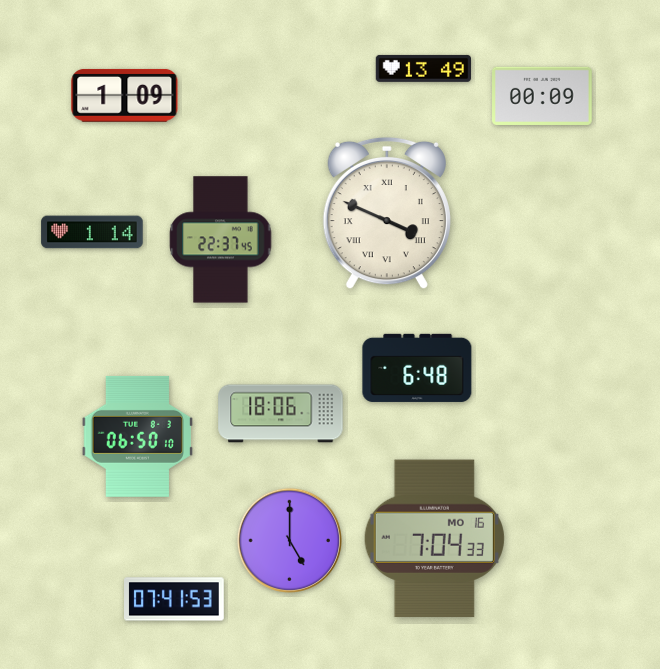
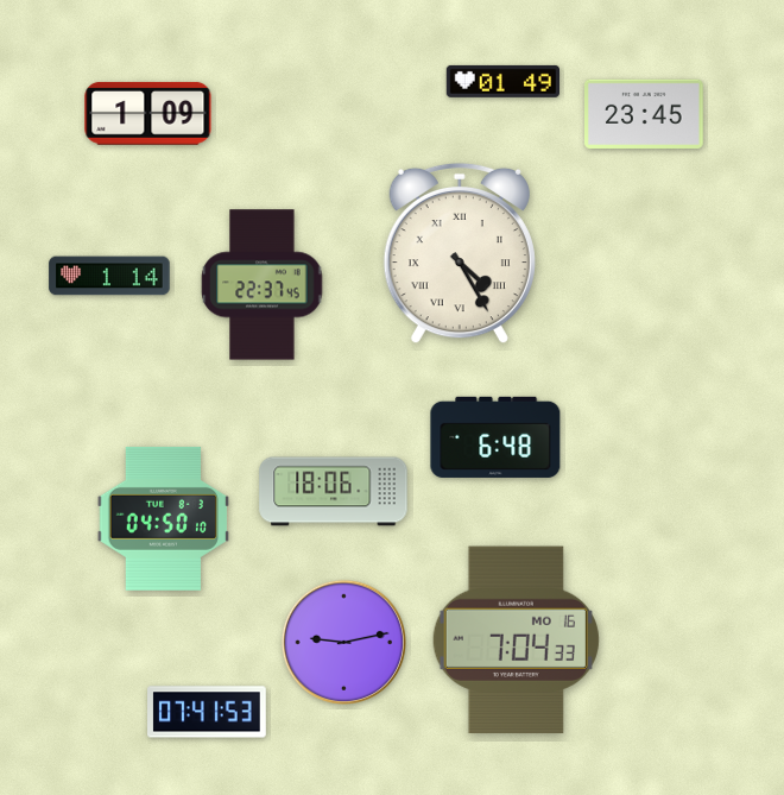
clock at (423, 68): 13:49 -> 01:49
clock at (543, 96): 00:09 -> 23:45
clock at (387, 213): 3:49 -> 4:25
clock at (137, 436): 06:50 -> 04:50
clock at (289, 540): 5:00 -> 9:13
